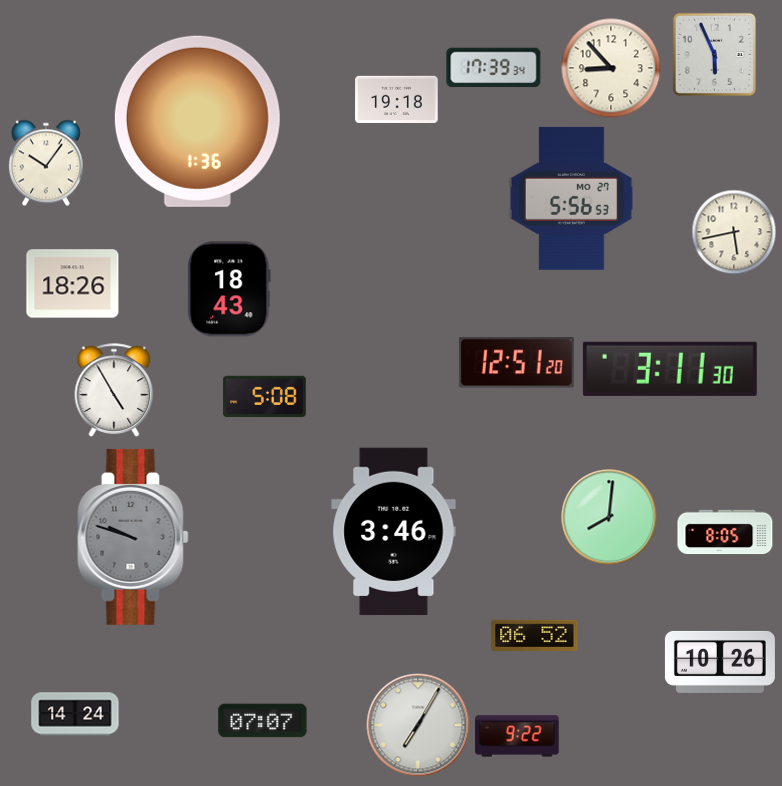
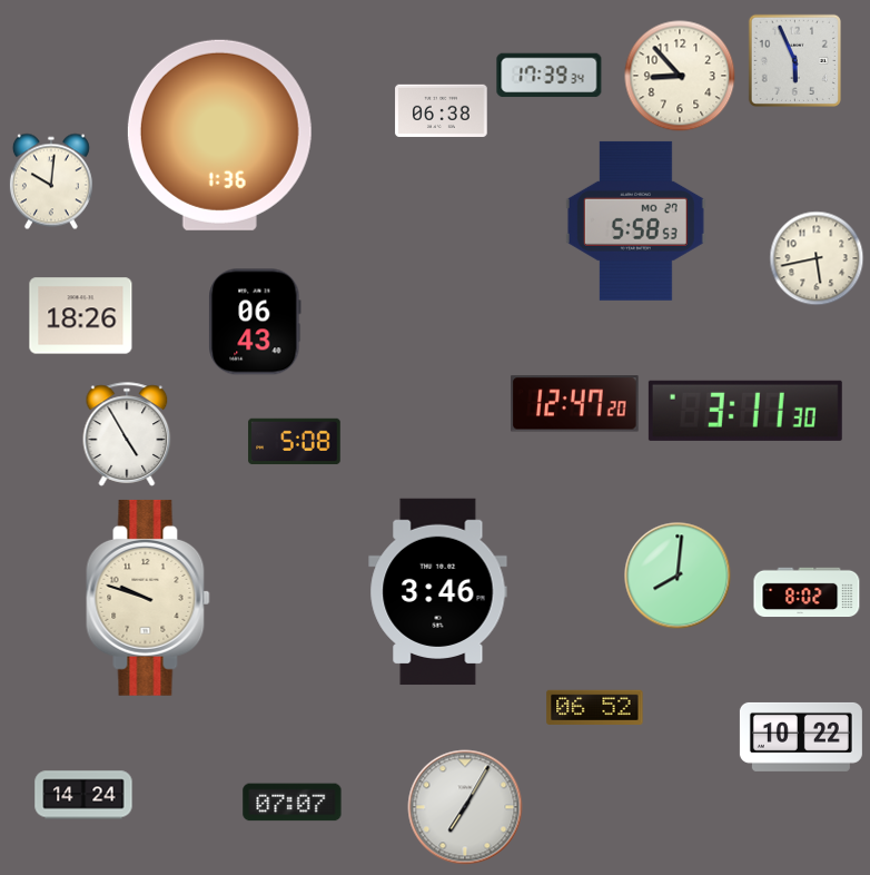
clock at (397, 99): 19:18 -> 06:38
clock at (46, 163): 10:06 -> 10:01
clock at (571, 198): 5:56 -> 5:58
clock at (229, 289): 18:43 -> 06:43
clock at (517, 363): 12:51 -> 12:47
clock at (725, 532): 8:05 -> 8:02
clock at (133, 537) dial: grey -> cream
clock at (720, 662): 10:26 -> 10:22
clock at (517, 736): 9:22 -> none
